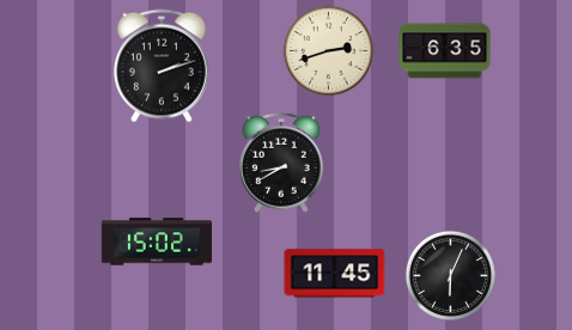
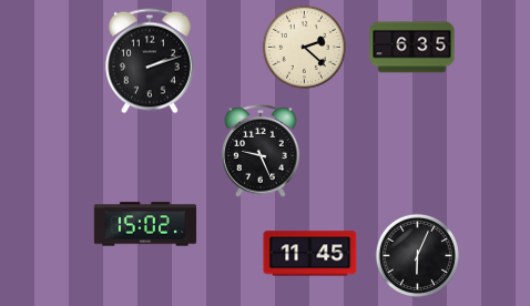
clock at (328, 50): 2:42 -> 2:22
clock at (281, 163): 8:40 -> 9:26
